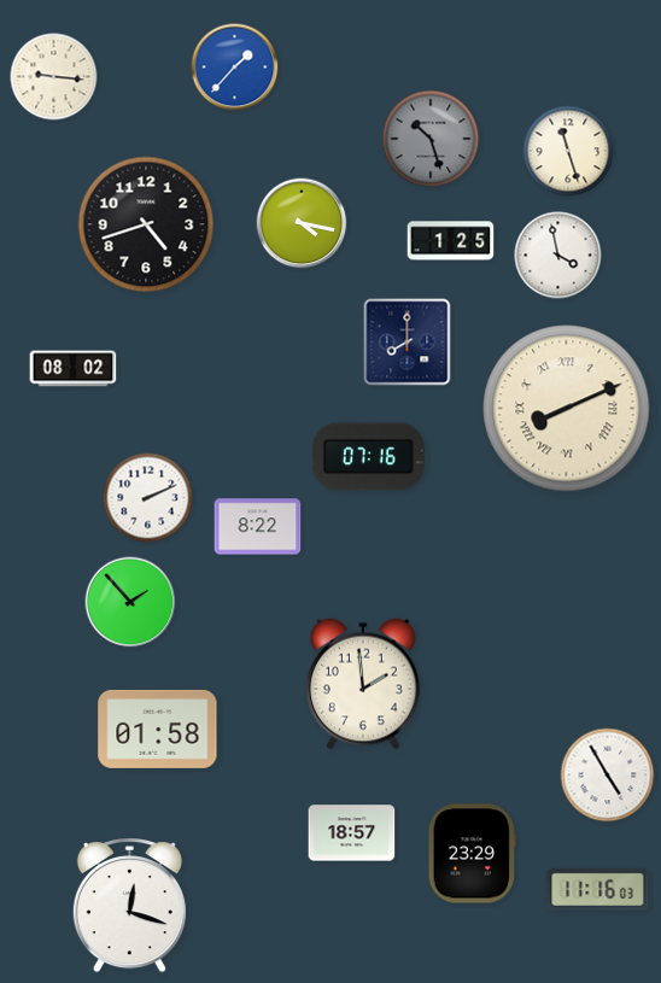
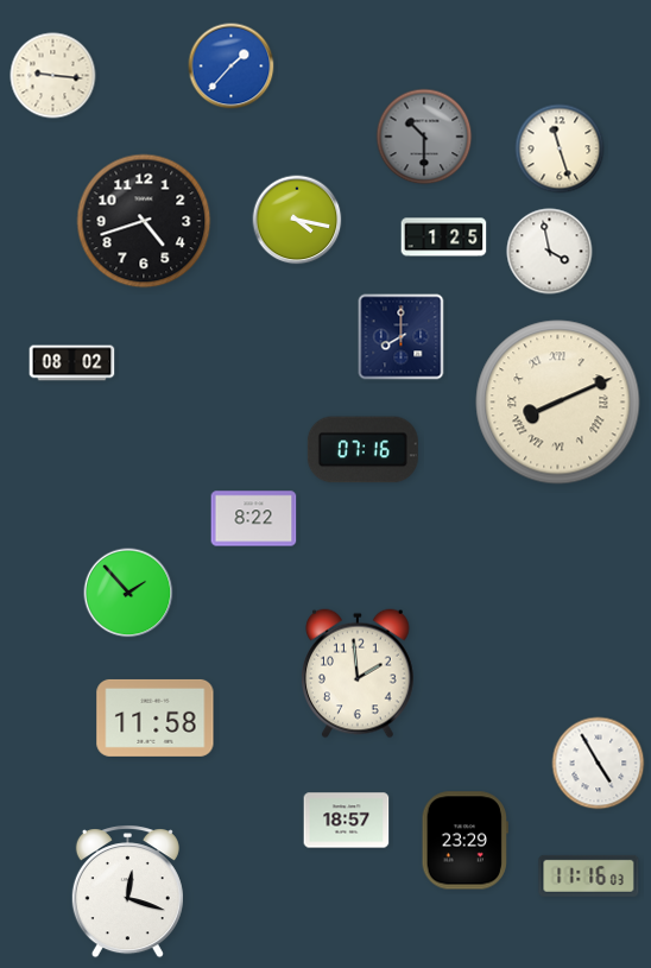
clock at (431, 139): 10:27 -> 10:30
clock at (148, 498): 2:11 -> none
clock at (158, 729): 01:58 -> 11:58
